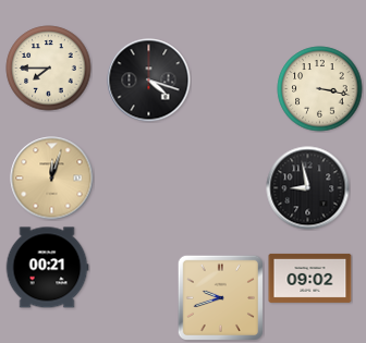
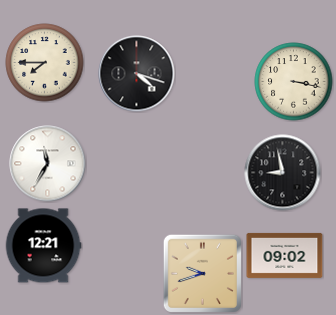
clock at (52, 179): 12:03 -> 11:35
clock at (52, 179) dial: champagne -> white
clock at (47, 268): 00:21 -> 12:21
